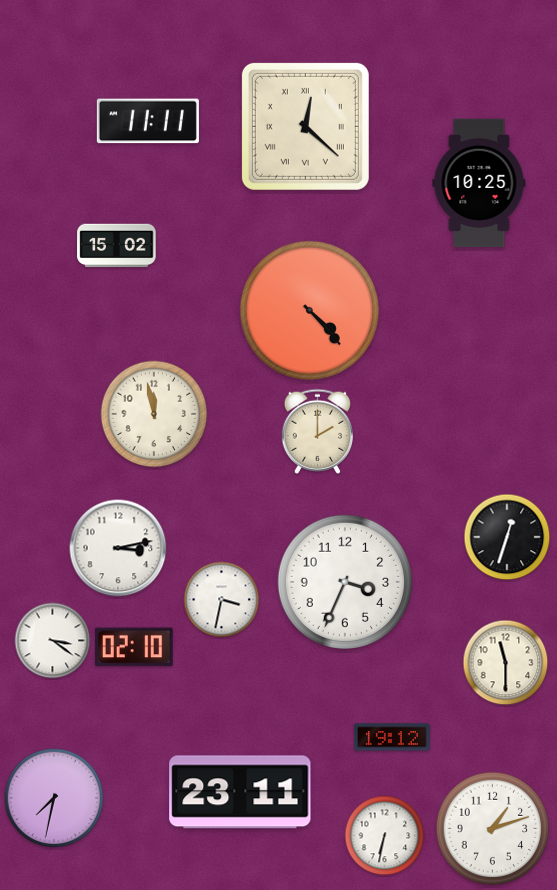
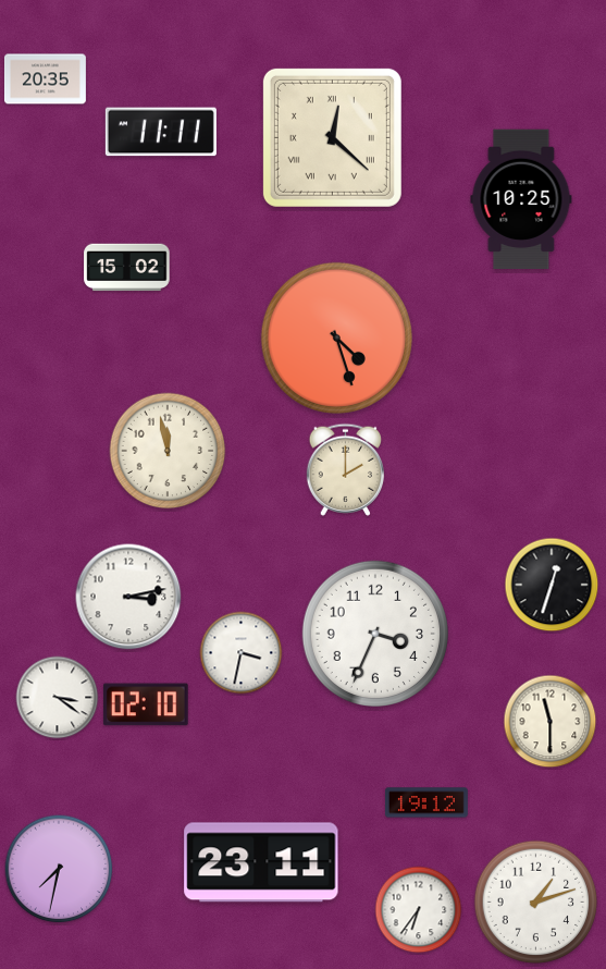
clock at (45, 79): none -> 20:35
clock at (309, 310): 4:23 -> 4:27
clock at (385, 836): 6:32 -> 6:36
